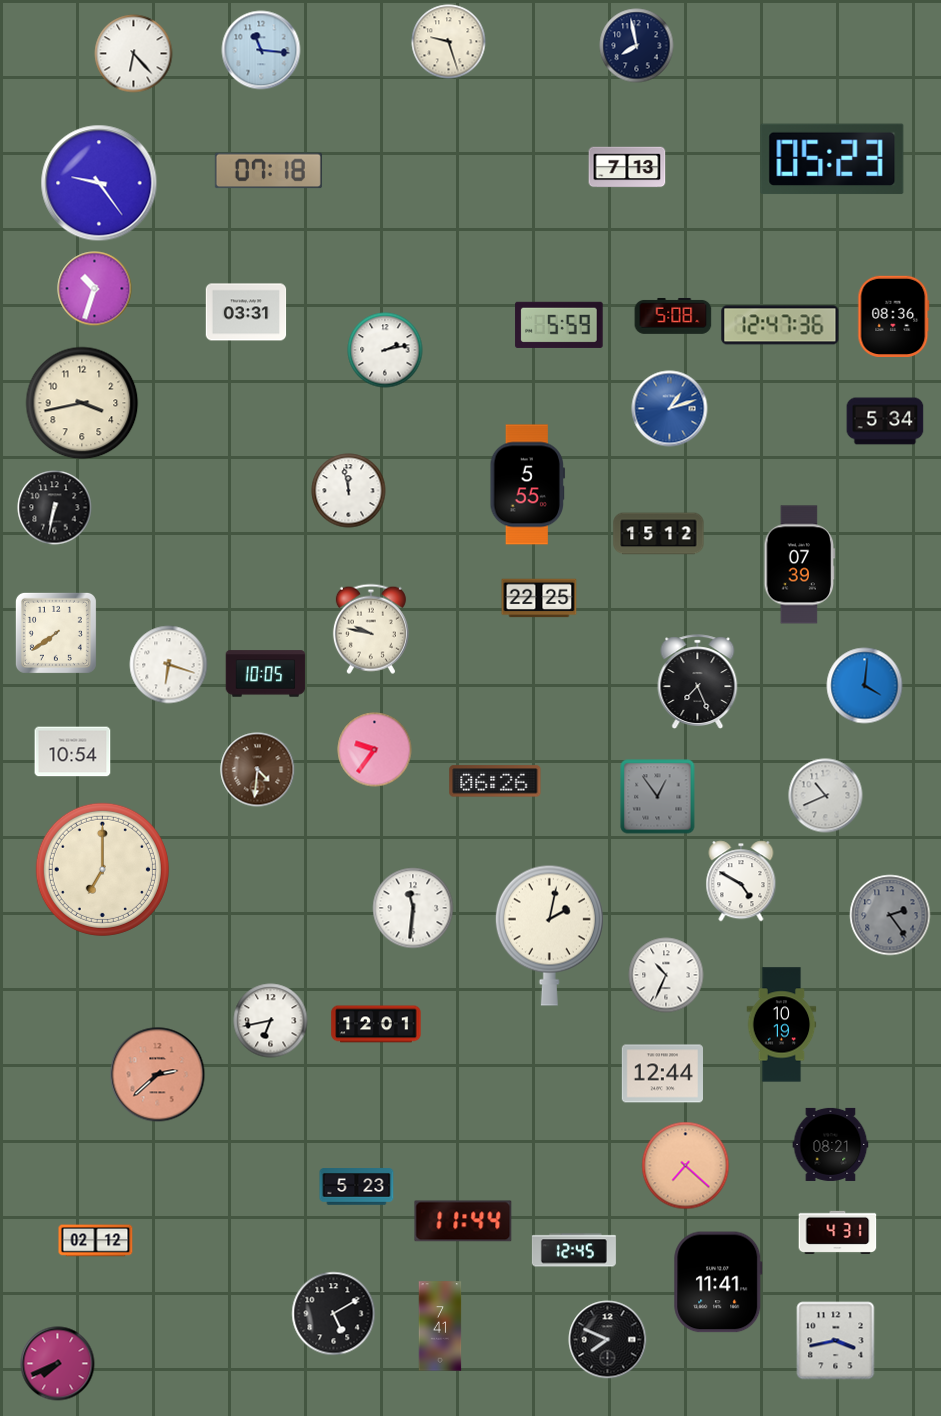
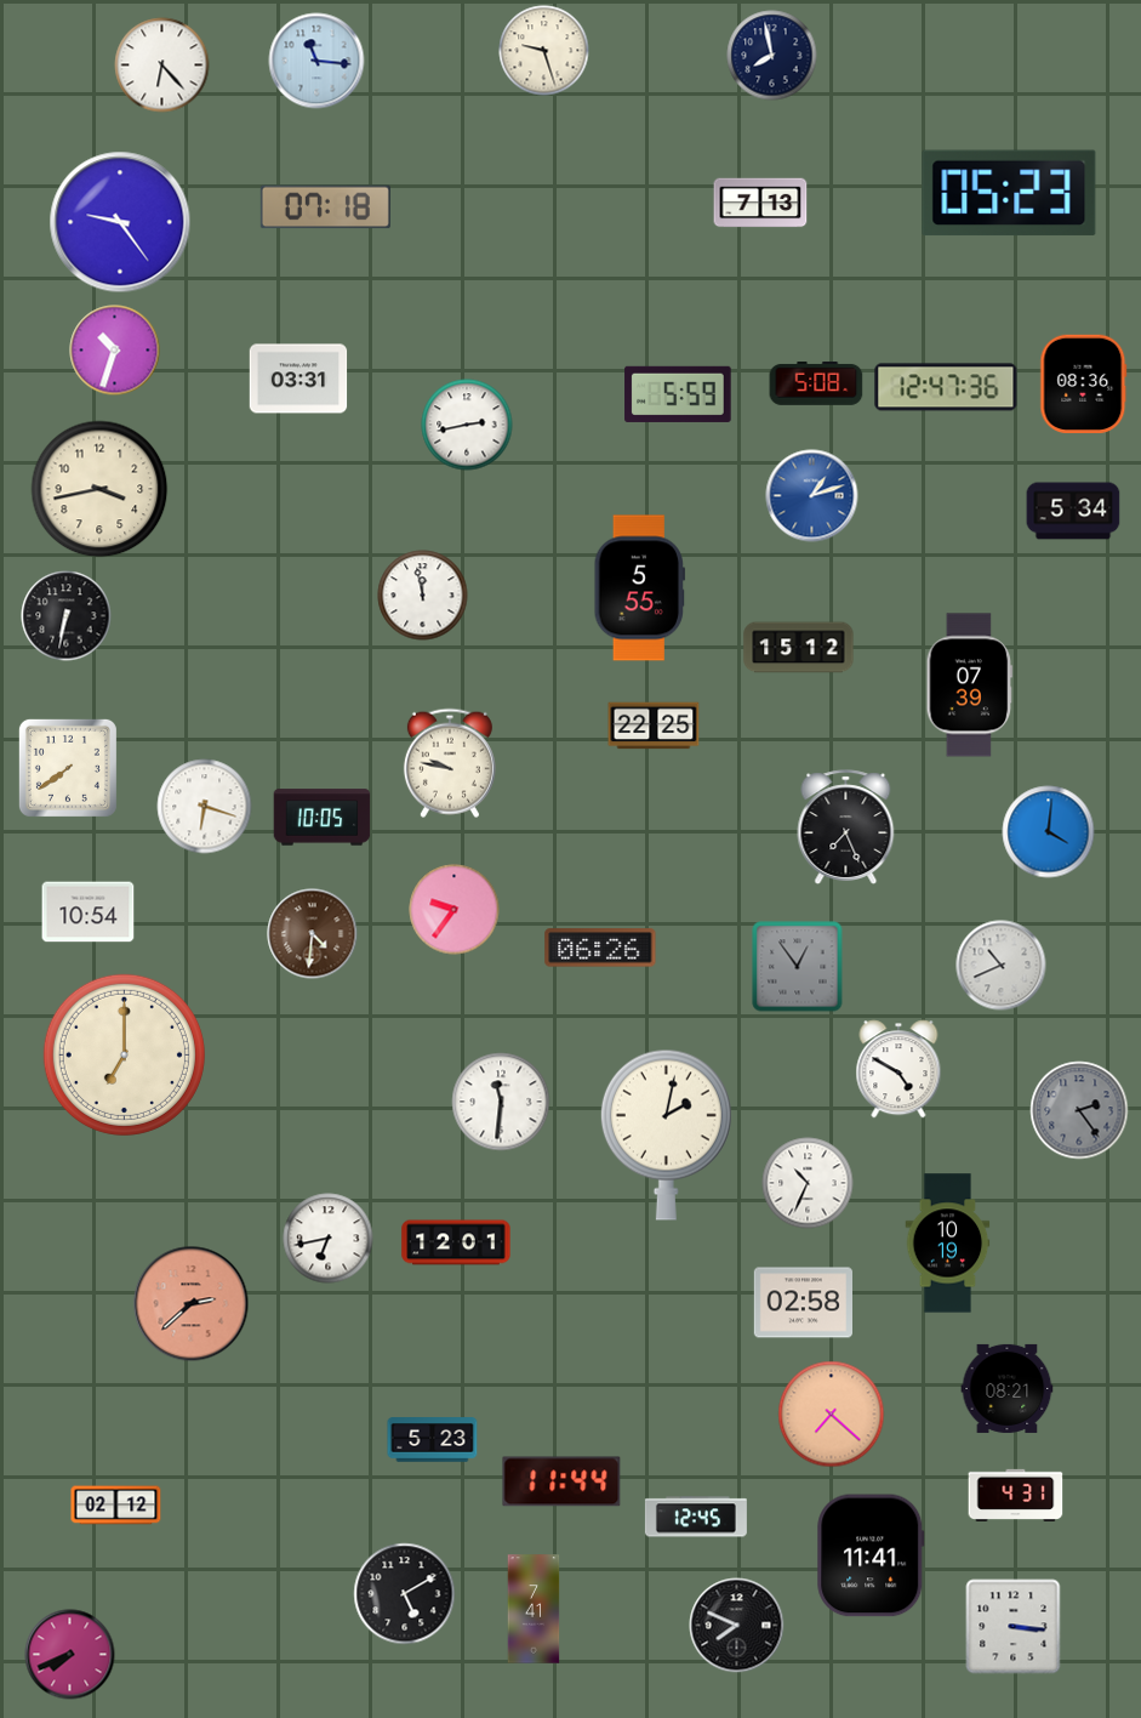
clock at (780, 325) position: (780, 325) -> (946, 387)
clock at (385, 350): 2:13 -> 2:43
clock at (662, 1074): 12:44 -> 02:58
clock at (836, 1341): 3:43 -> 3:16
